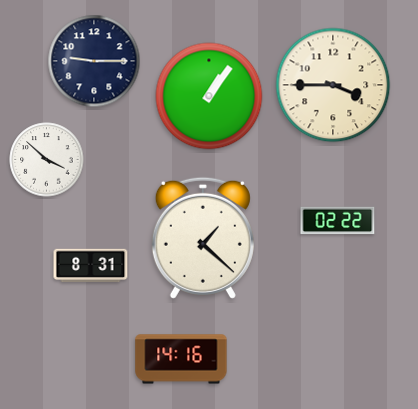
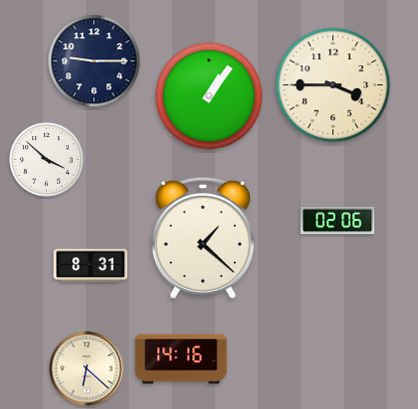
clock at (338, 221): 02:22 -> 02:06
clock at (87, 369): none -> 6:22
